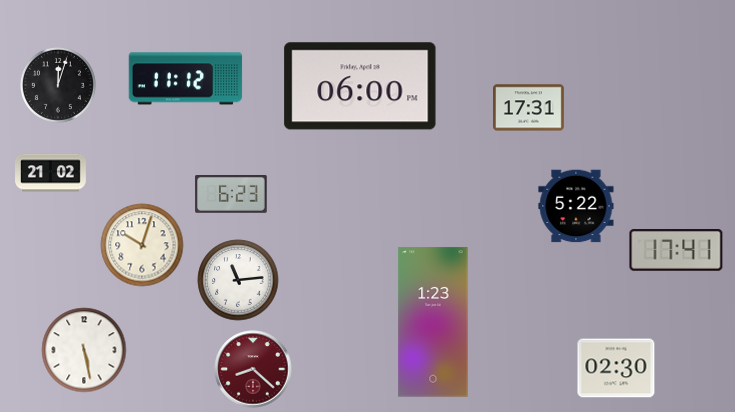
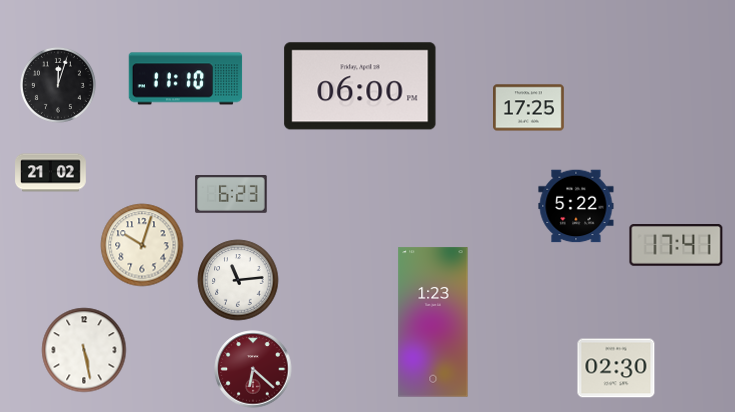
clock at (186, 79): 11:12 -> 11:10
clock at (529, 108): 17:31 -> 17:25
clock at (676, 251) position: (676, 251) -> (676, 246)
clock at (253, 369): 8:22 -> 6:22
